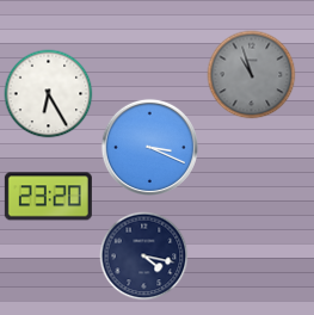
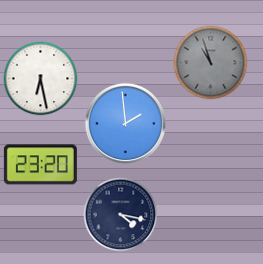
clock at (49, 94): 6:25 -> 6:28
clock at (149, 147): 3:19 -> 1:59
